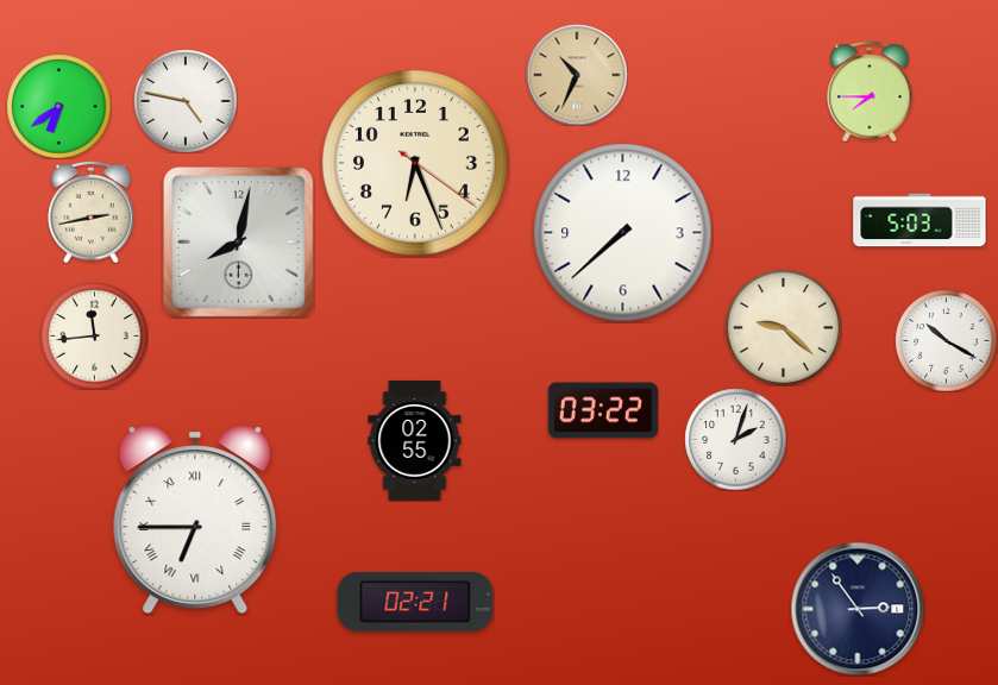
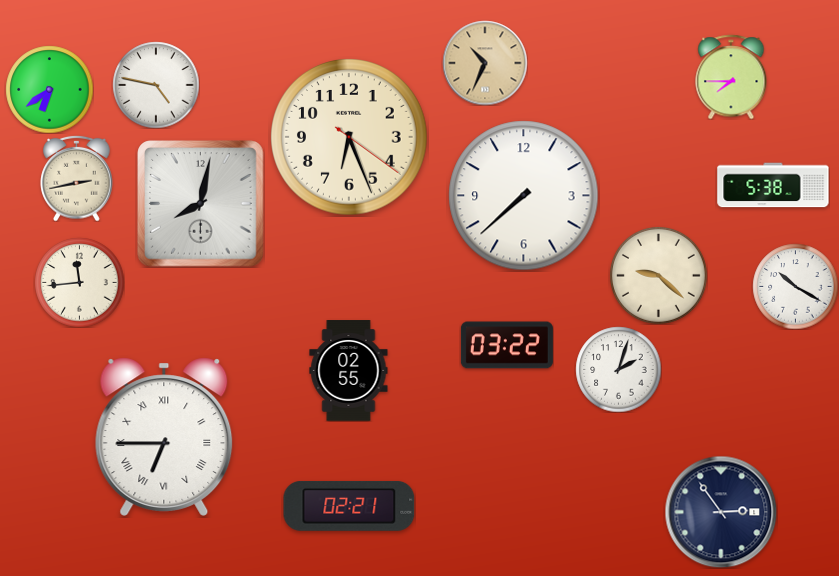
clock at (919, 220): 5:03 -> 5:38
